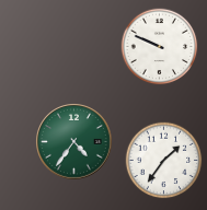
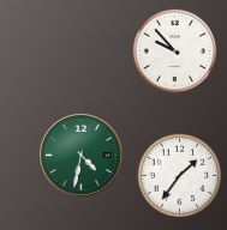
clock at (160, 47): 9:49 -> 9:53
clock at (74, 142): 4:36 -> 4:32
